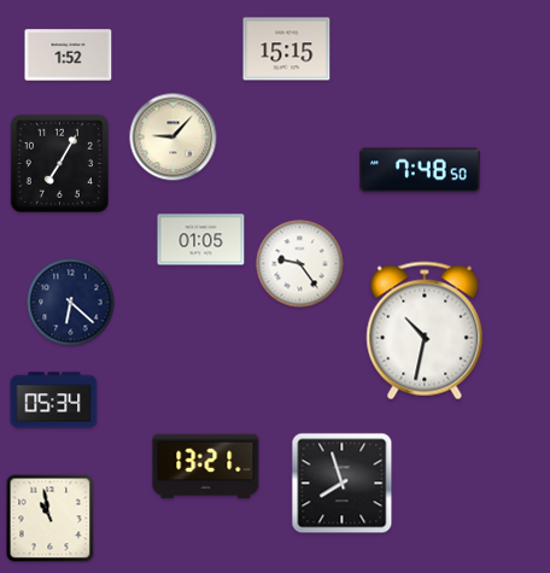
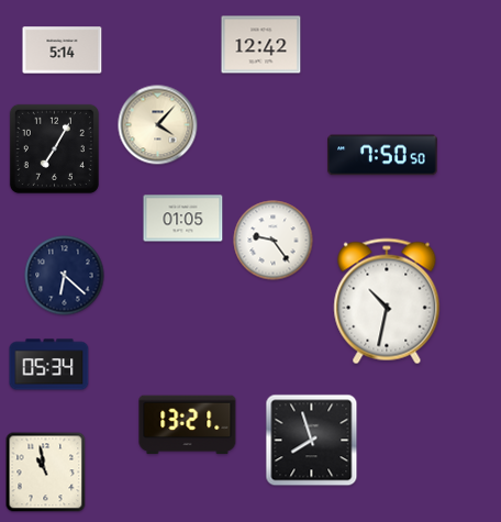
clock at (287, 49): 15:15 -> 12:42
clock at (69, 55): 1:52 -> 5:14
clock at (174, 138): 9:07 -> 4:07
clock at (420, 170): 7:48 -> 7:50
